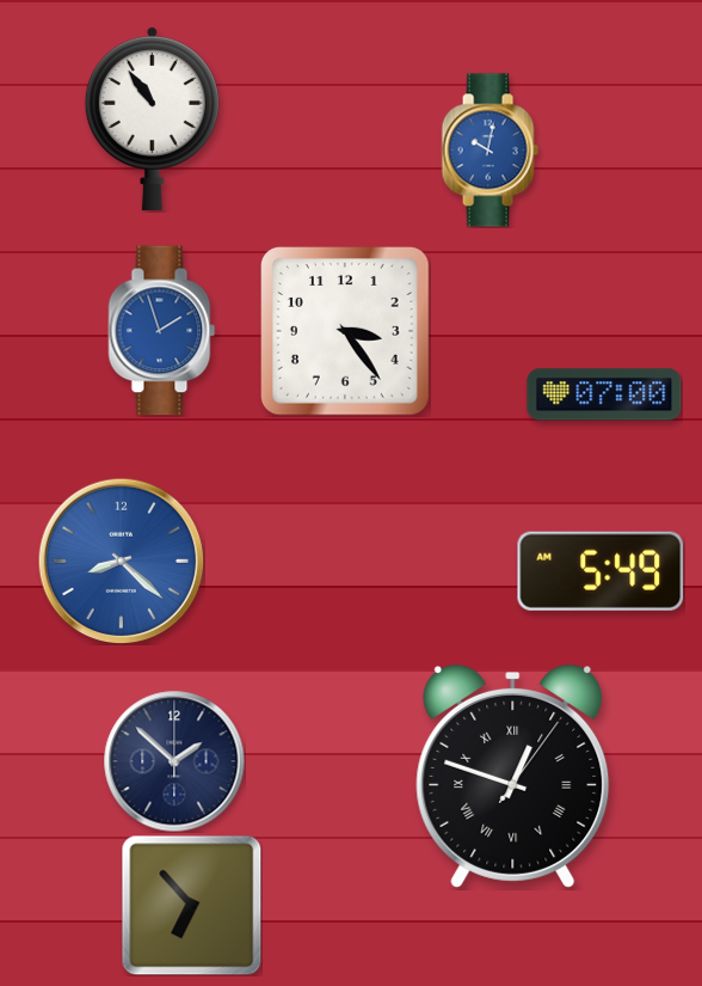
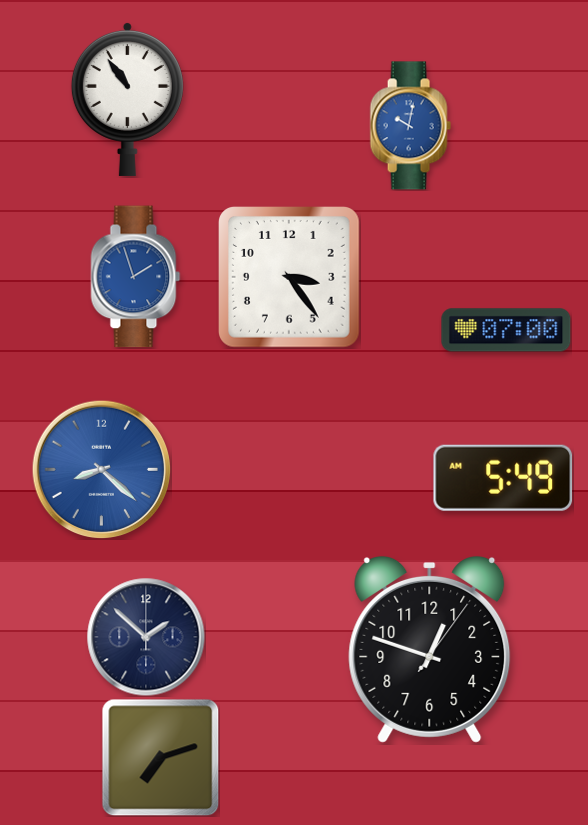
clock at (513, 776) numerals: Roman -> Arabic
clock at (191, 905): 6:53 -> 7:12
